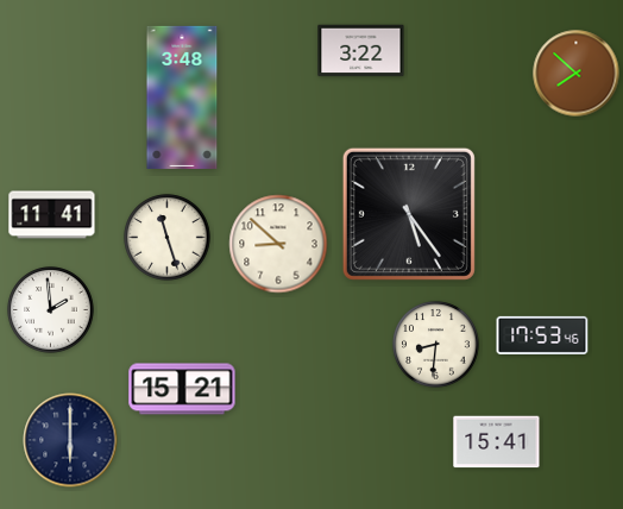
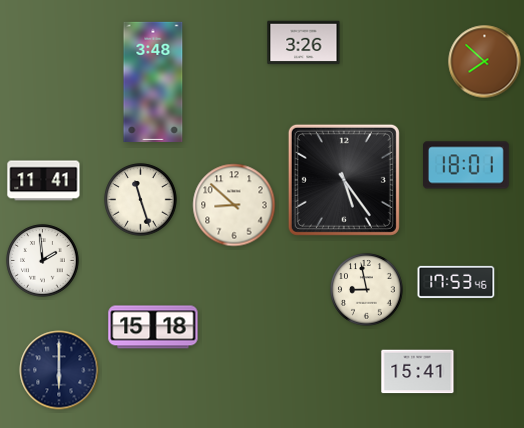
clock at (361, 51): 3:22 -> 3:26
clock at (467, 165): none -> 18:01
clock at (436, 345): 8:31 -> 8:58
clock at (182, 389): 15:21 -> 15:18
